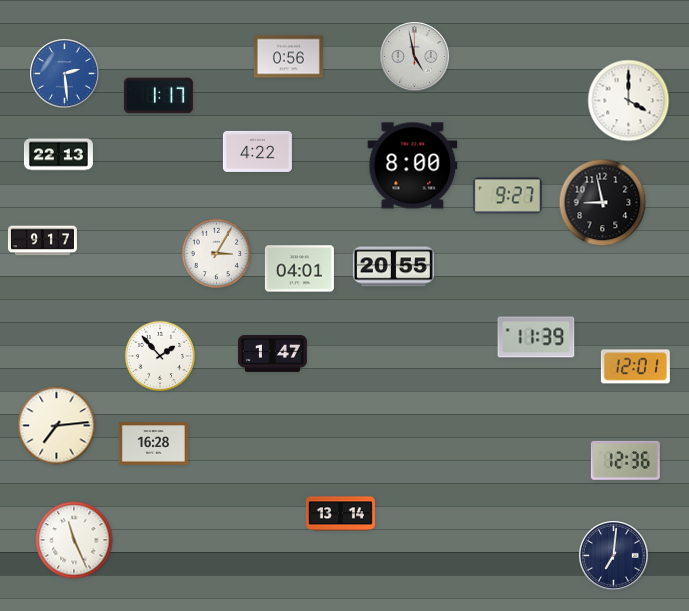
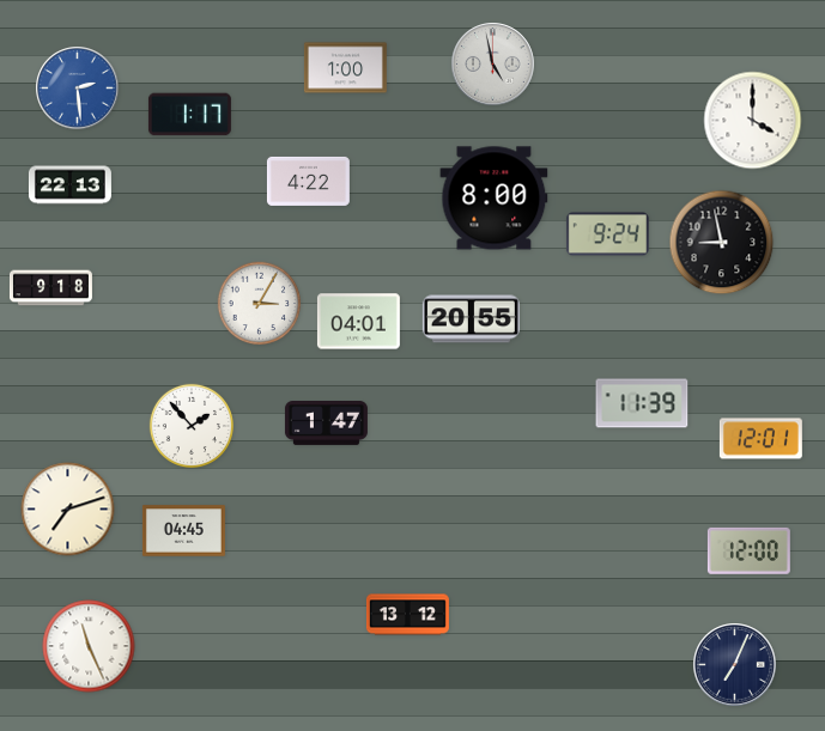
clock at (288, 57): 0:56 -> 1:00
clock at (415, 57) position: (415, 57) -> (493, 65)
clock at (507, 196): 9:27 -> 9:24
clock at (42, 241): 9:17 -> 9:18
clock at (57, 426): 7:14 -> 7:12
clock at (153, 444): 16:28 -> 04:45
clock at (625, 460): 12:36 -> 12:00
clock at (340, 514): 13:14 -> 13:12
clock at (614, 556): 7:01 -> 7:04
